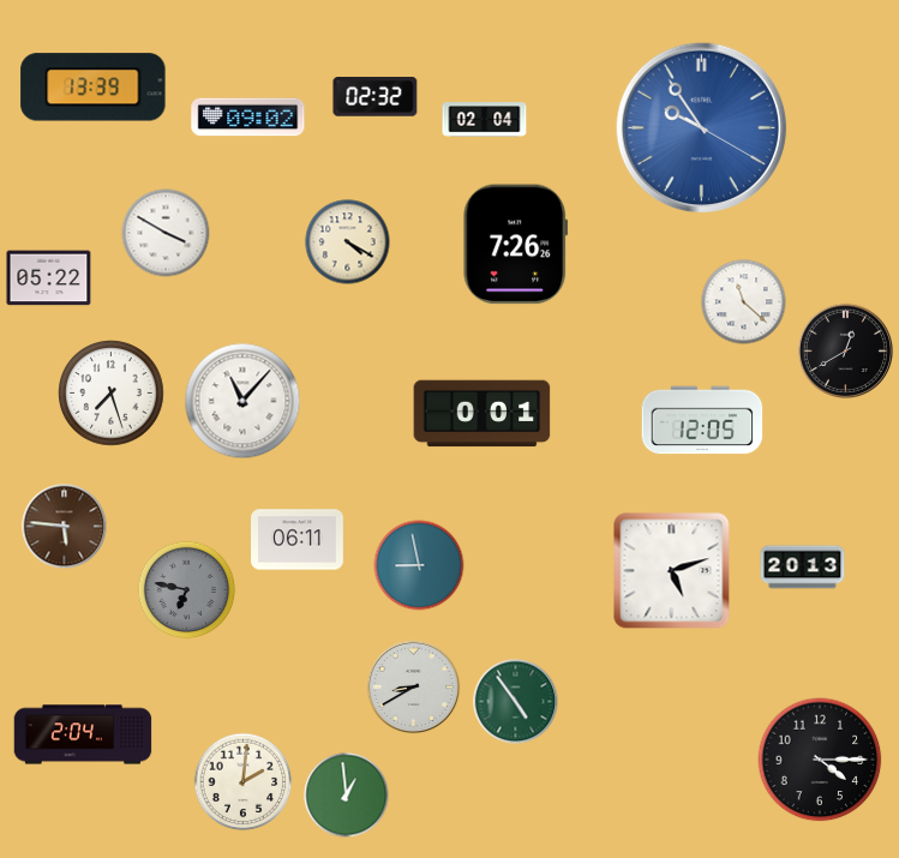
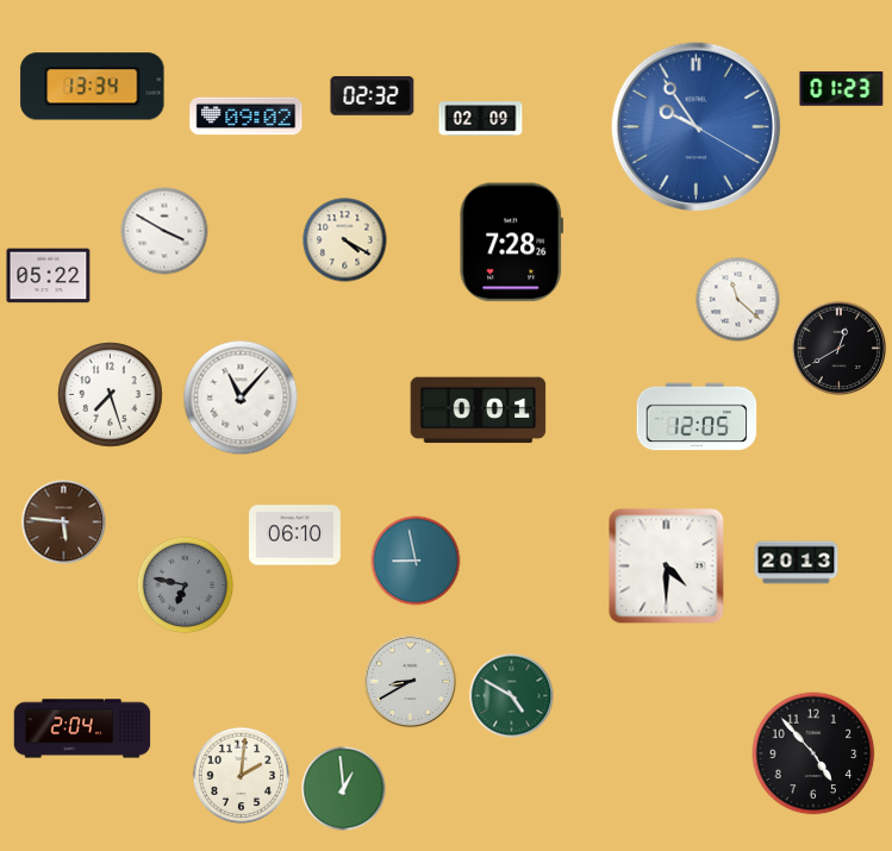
clock at (94, 88): 13:39 -> 13:34
clock at (842, 89): none -> 01:23
clock at (485, 120): 02:04 -> 02:09
clock at (516, 245): 7:26 -> 7:28
clock at (112, 394) position: (112, 394) -> (111, 395)
clock at (298, 540): 06:11 -> 06:10
clock at (672, 571): 5:12 -> 4:30
clock at (516, 702): 4:54 -> 4:50
clock at (820, 760): 4:15 -> 4:53
